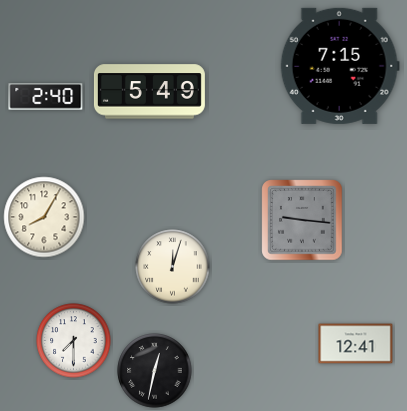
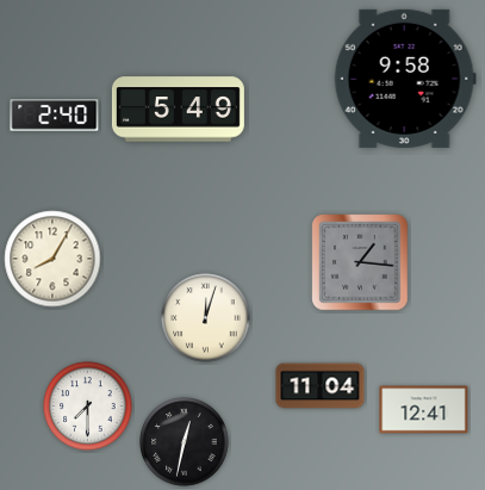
clock at (340, 66): 7:15 -> 9:58
clock at (302, 220): 9:16 -> 1:16
clock at (321, 386): none -> 11:04
